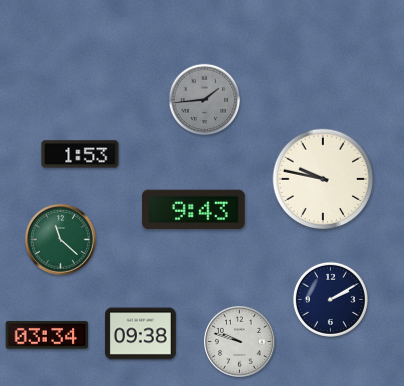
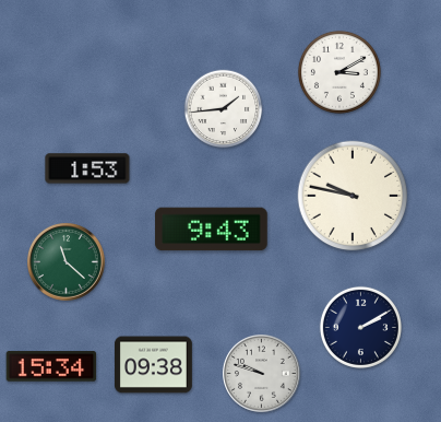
clock at (339, 72): none -> 3:10
clock at (205, 100) dial: grey -> white
clock at (47, 335): 03:34 -> 15:34
